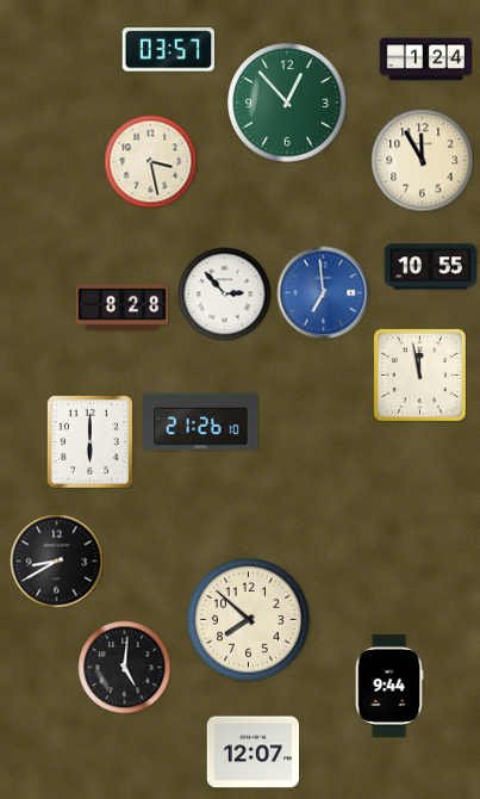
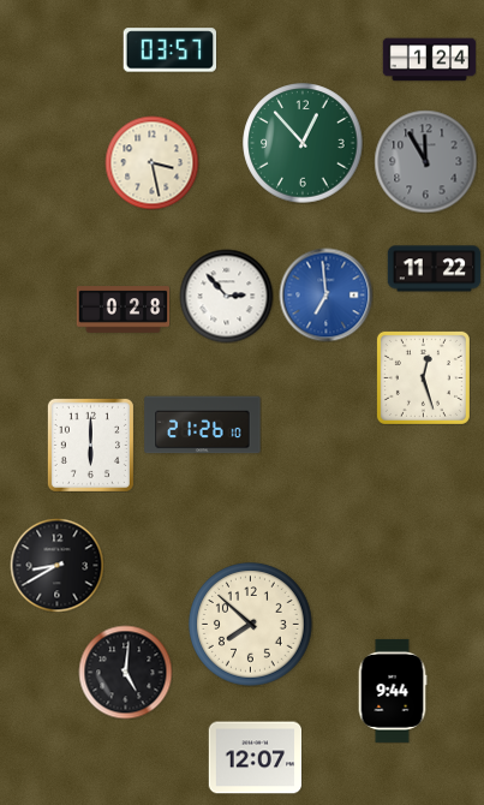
clock at (287, 103) position: (287, 103) -> (303, 143)
clock at (422, 160) dial: cream -> grey
clock at (430, 267): 10:55 -> 11:22
clock at (121, 308): 8:28 -> 0:28
clock at (419, 374): 11:58 -> 12:27
